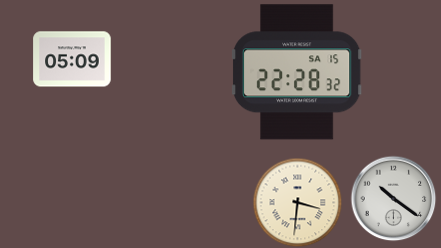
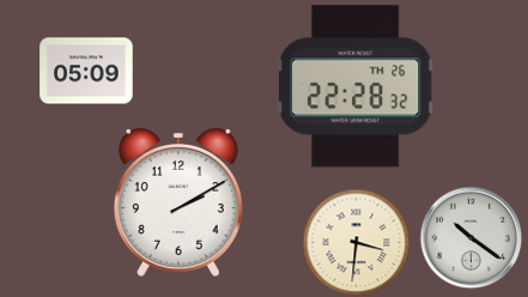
clock at (298, 72) date: SA 15 -> TH 26
clock at (178, 202): none -> 2:10
